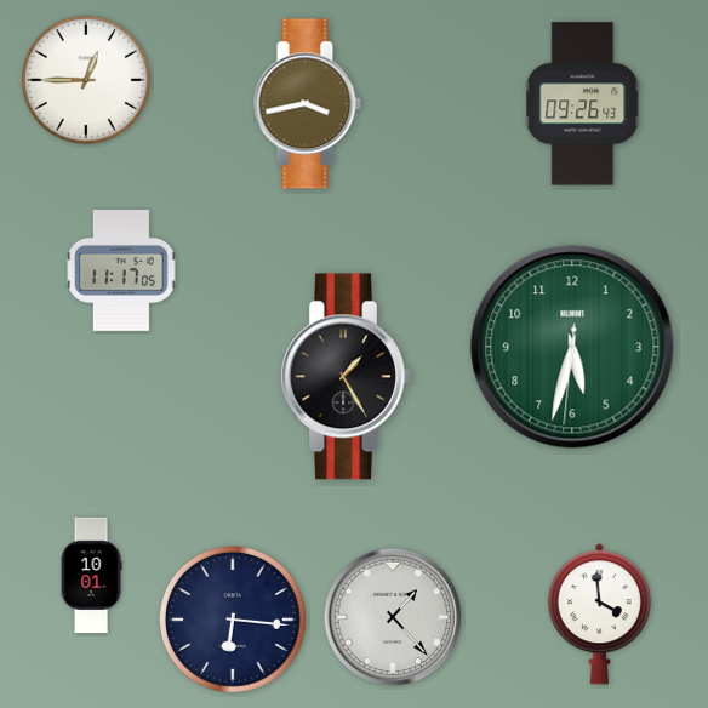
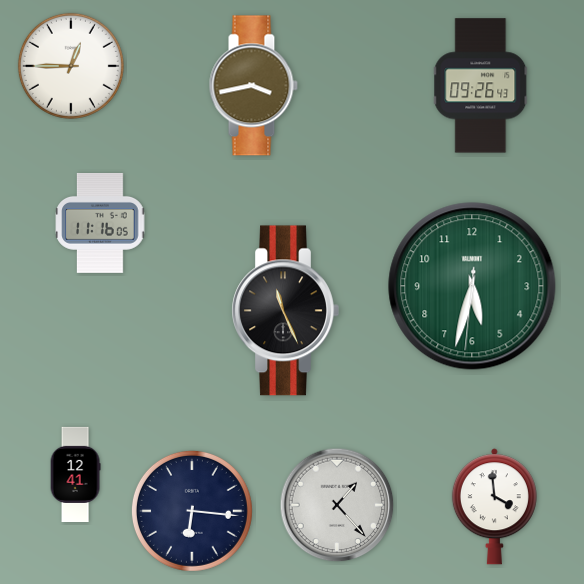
clock at (121, 270): 11:17 -> 11:16
clock at (346, 377): 1:25 -> 11:26
clock at (91, 576): 10:01 -> 12:41
clock at (393, 617) position: (393, 617) -> (337, 505)
